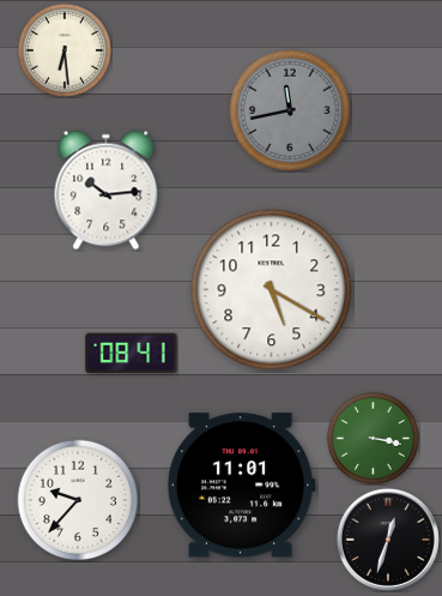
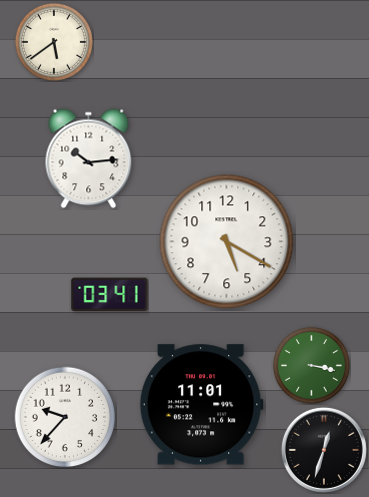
clock at (65, 50): 6:29 -> 5:39
clock at (290, 110): 11:43 -> none
clock at (132, 354): 08:41 -> 03:41
